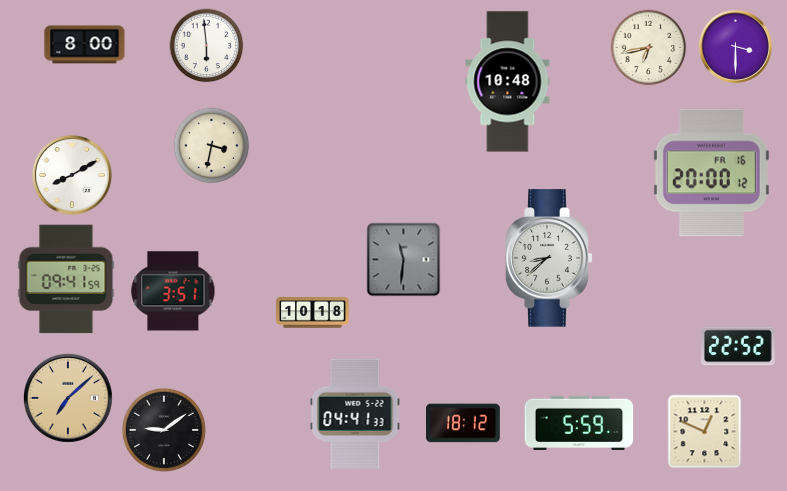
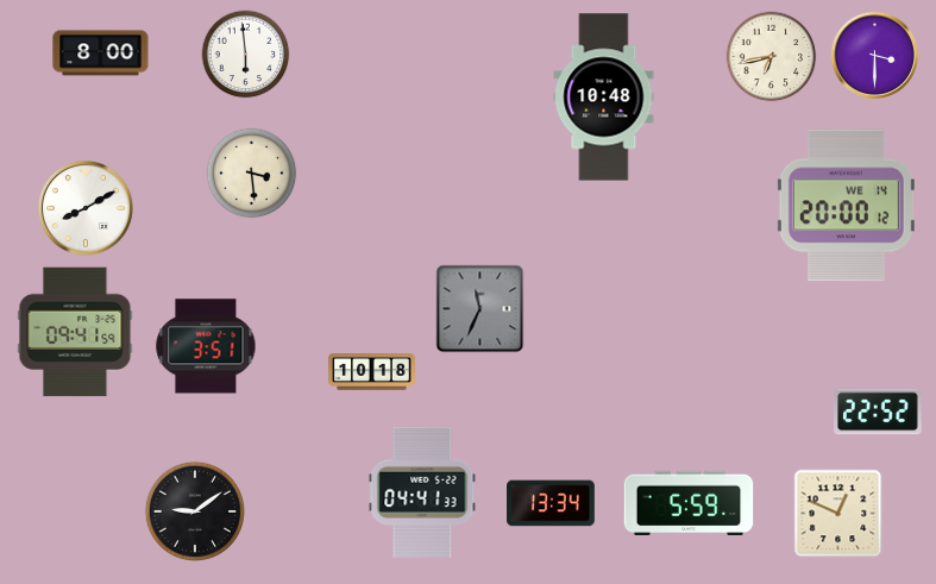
clock at (212, 146): 3:32 -> 3:29
clock at (711, 173) date: FR 16 -> WE 14
clock at (549, 258): 8:38 -> none
clock at (404, 260): 11:31 -> 11:34
clock at (66, 279) position: (66, 279) -> (75, 332)
clock at (68, 398): 7:08 -> none
clock at (463, 423): 18:12 -> 13:34
